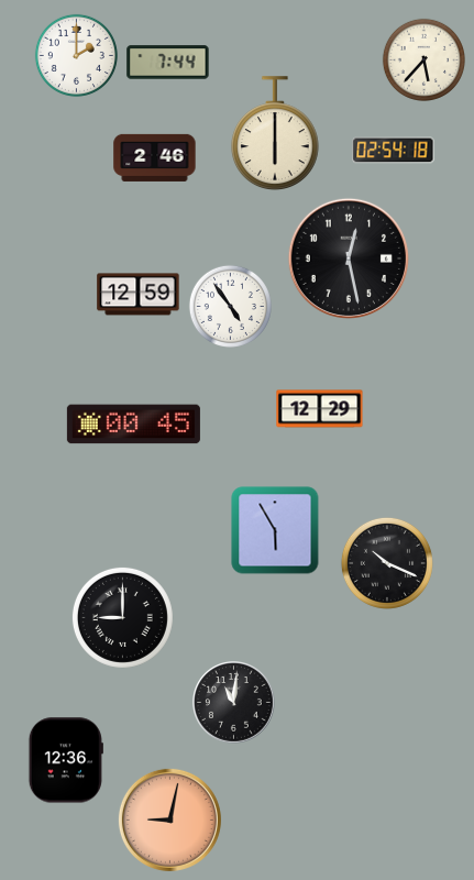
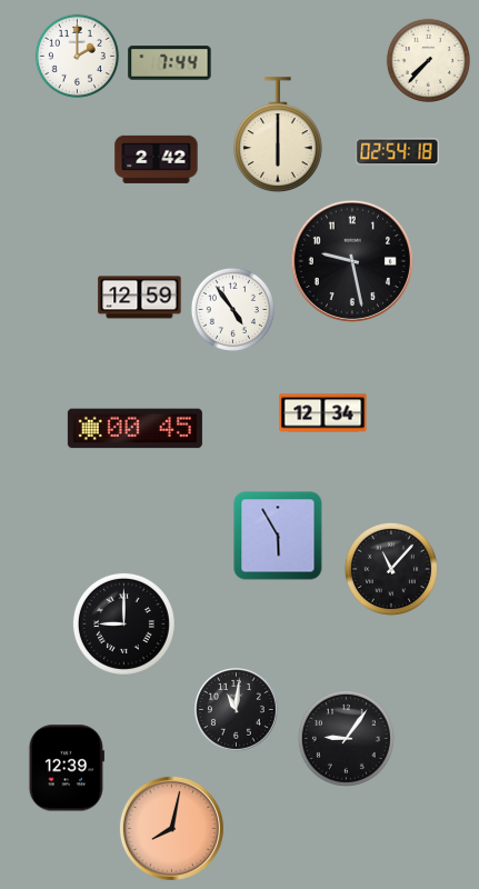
clock at (423, 59): 5:37 -> 7:37
clock at (155, 157): 2:46 -> 2:42
clock at (349, 258): 12:28 -> 9:28
clock at (320, 409): 12:29 -> 12:34
clock at (387, 563): 10:19 -> 11:07
clock at (346, 738): none -> 9:06
clock at (66, 760): 12:36 -> 12:39
clock at (169, 820): 9:02 -> 8:02
